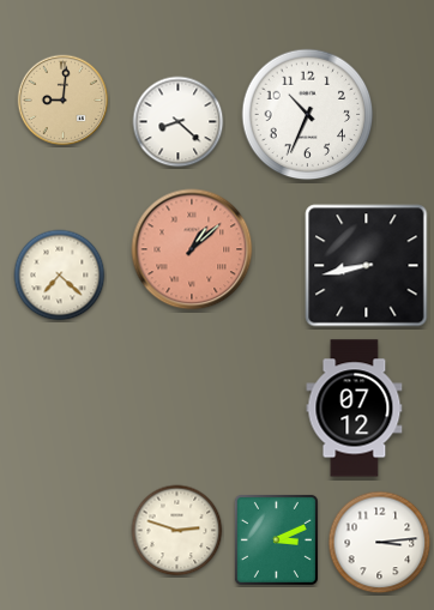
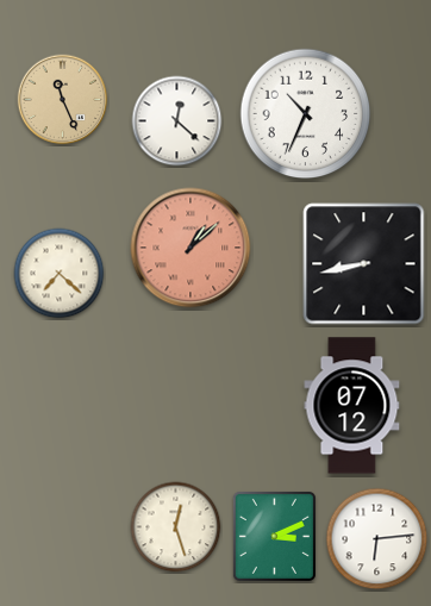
clock at (64, 101): 9:01 -> 11:26
clock at (179, 122): 8:22 -> 12:22
clock at (177, 531): 2:48 -> 12:27
clock at (380, 543): 3:14 -> 6:14
